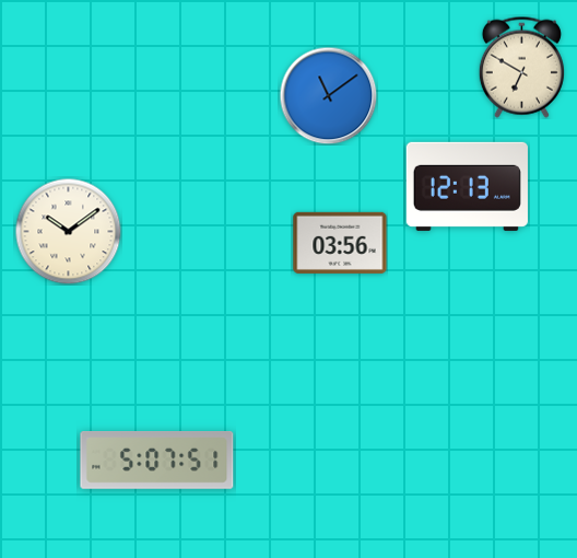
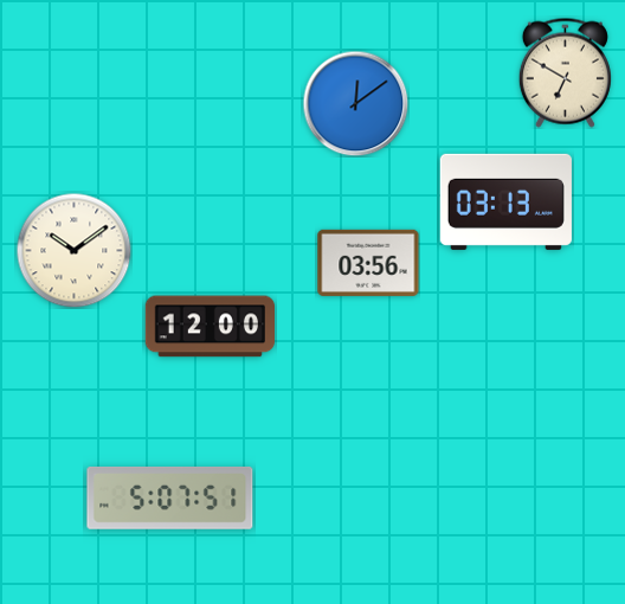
clock at (328, 95): 11:09 -> 12:09
clock at (467, 186): 12:13 -> 03:13
clock at (210, 327): none -> 12:00
